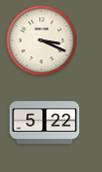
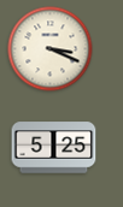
clock at (45, 123): 5:22 -> 5:25
